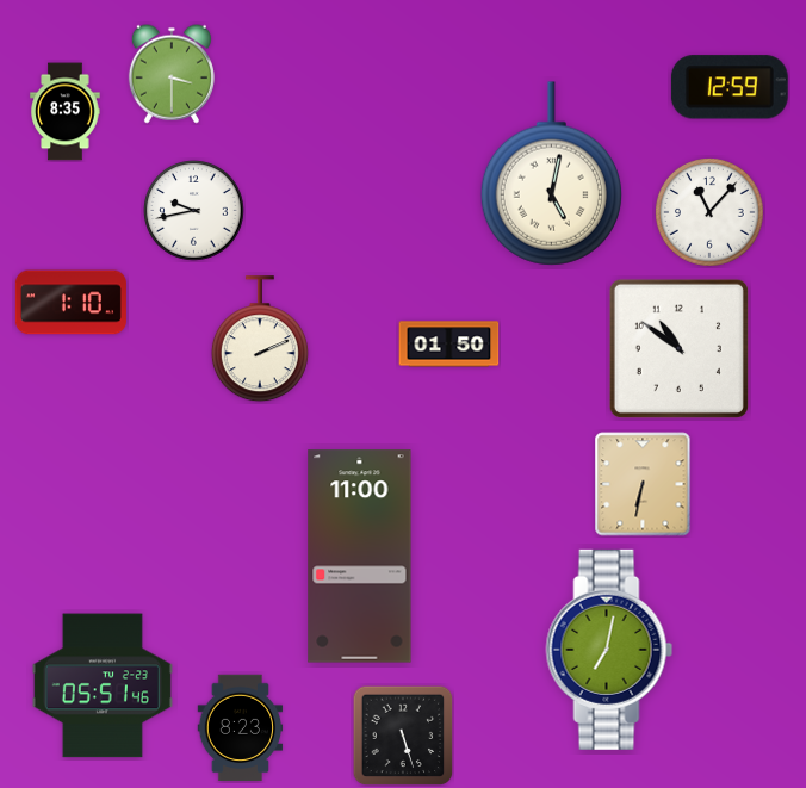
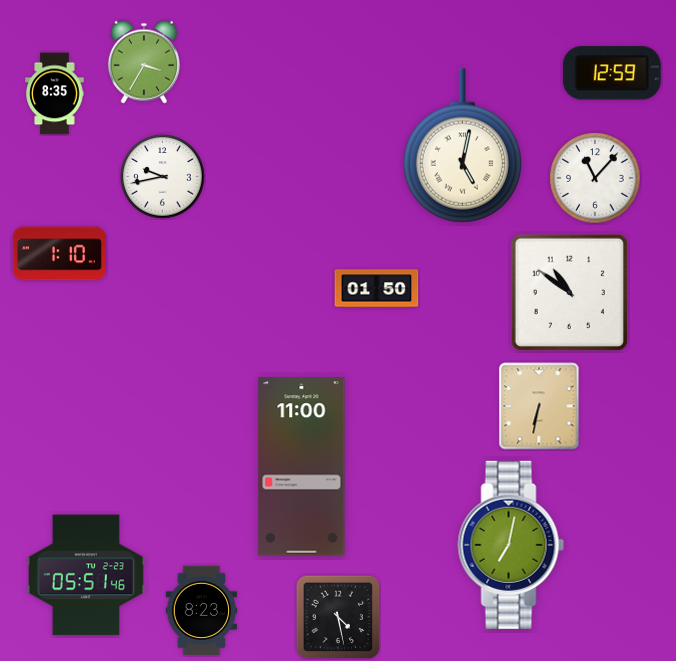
clock at (172, 74): 3:30 -> 3:35
clock at (260, 340): 2:11 -> none
clock at (403, 736): 5:27 -> 4:28
